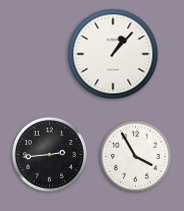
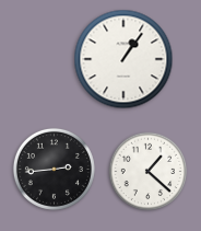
clock at (113, 54): 1:07 -> 1:06
clock at (136, 157): 3:55 -> 1:22
